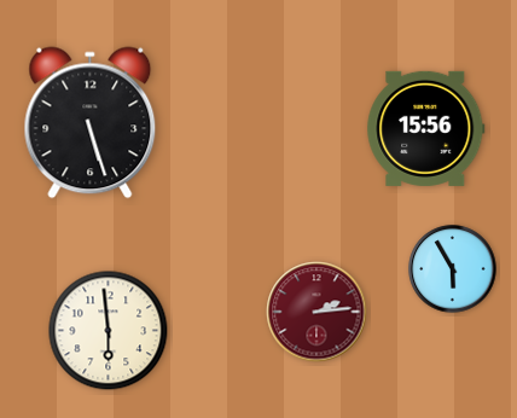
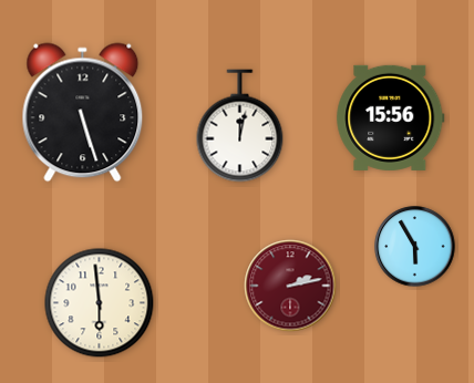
clock at (240, 126): none -> 12:02
clock at (316, 312): 2:14 -> 2:13
